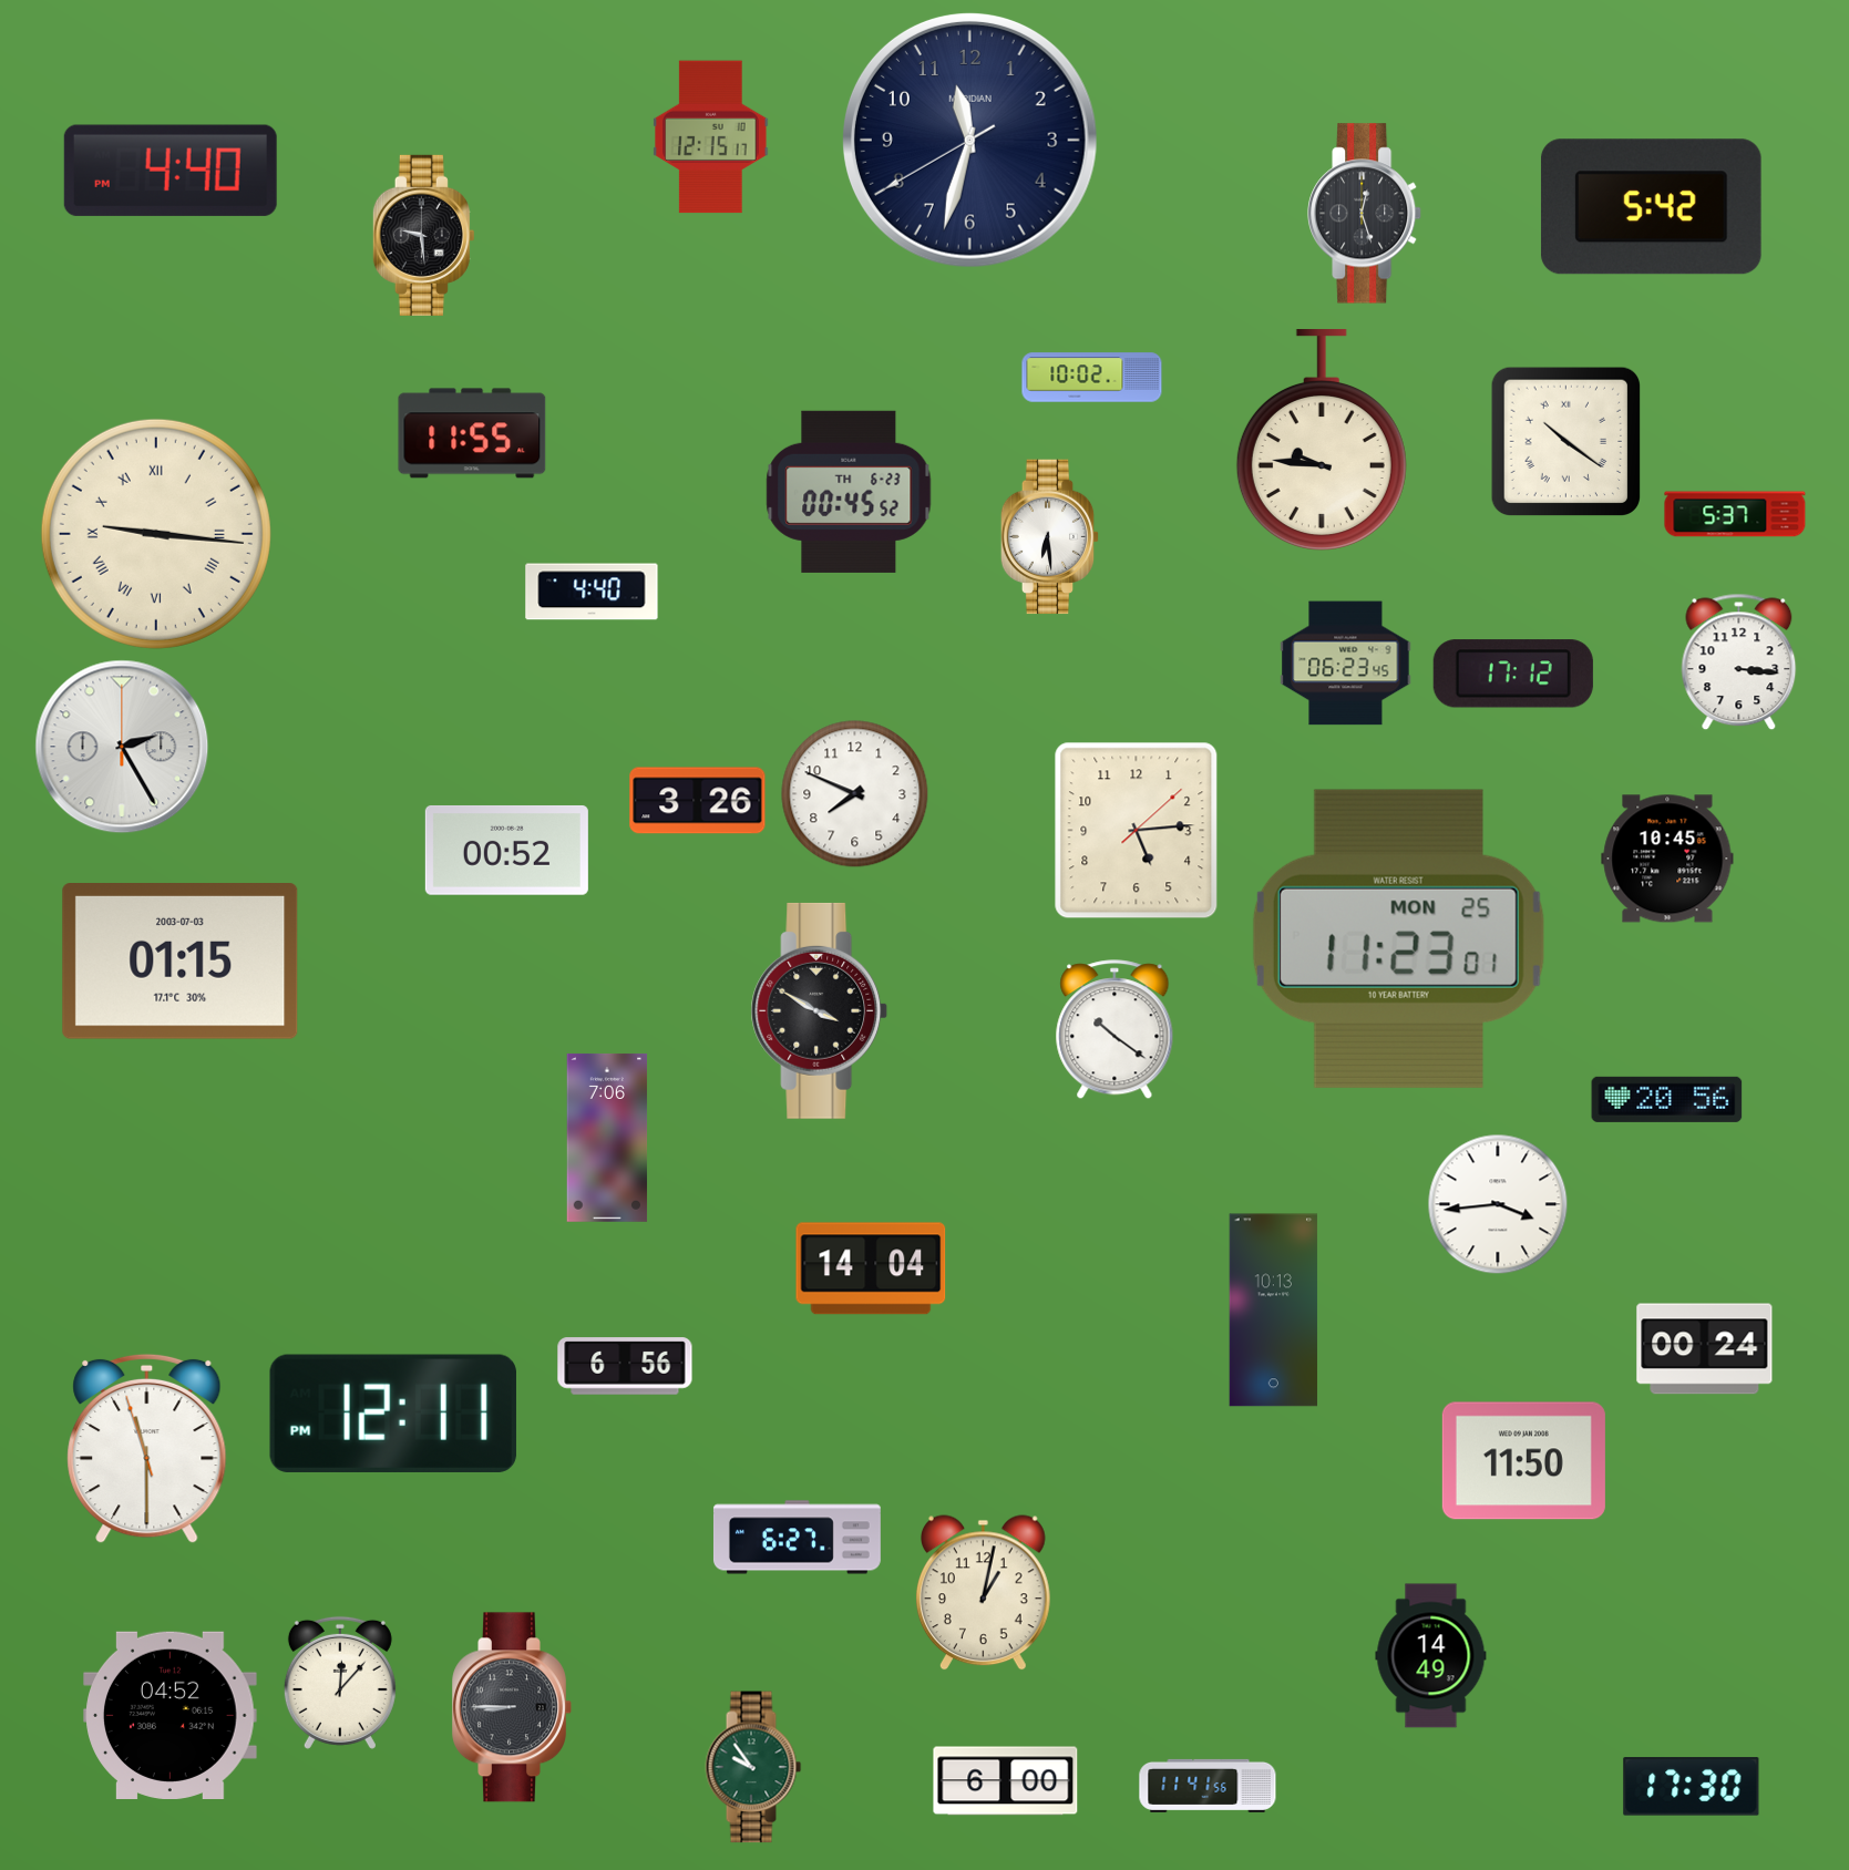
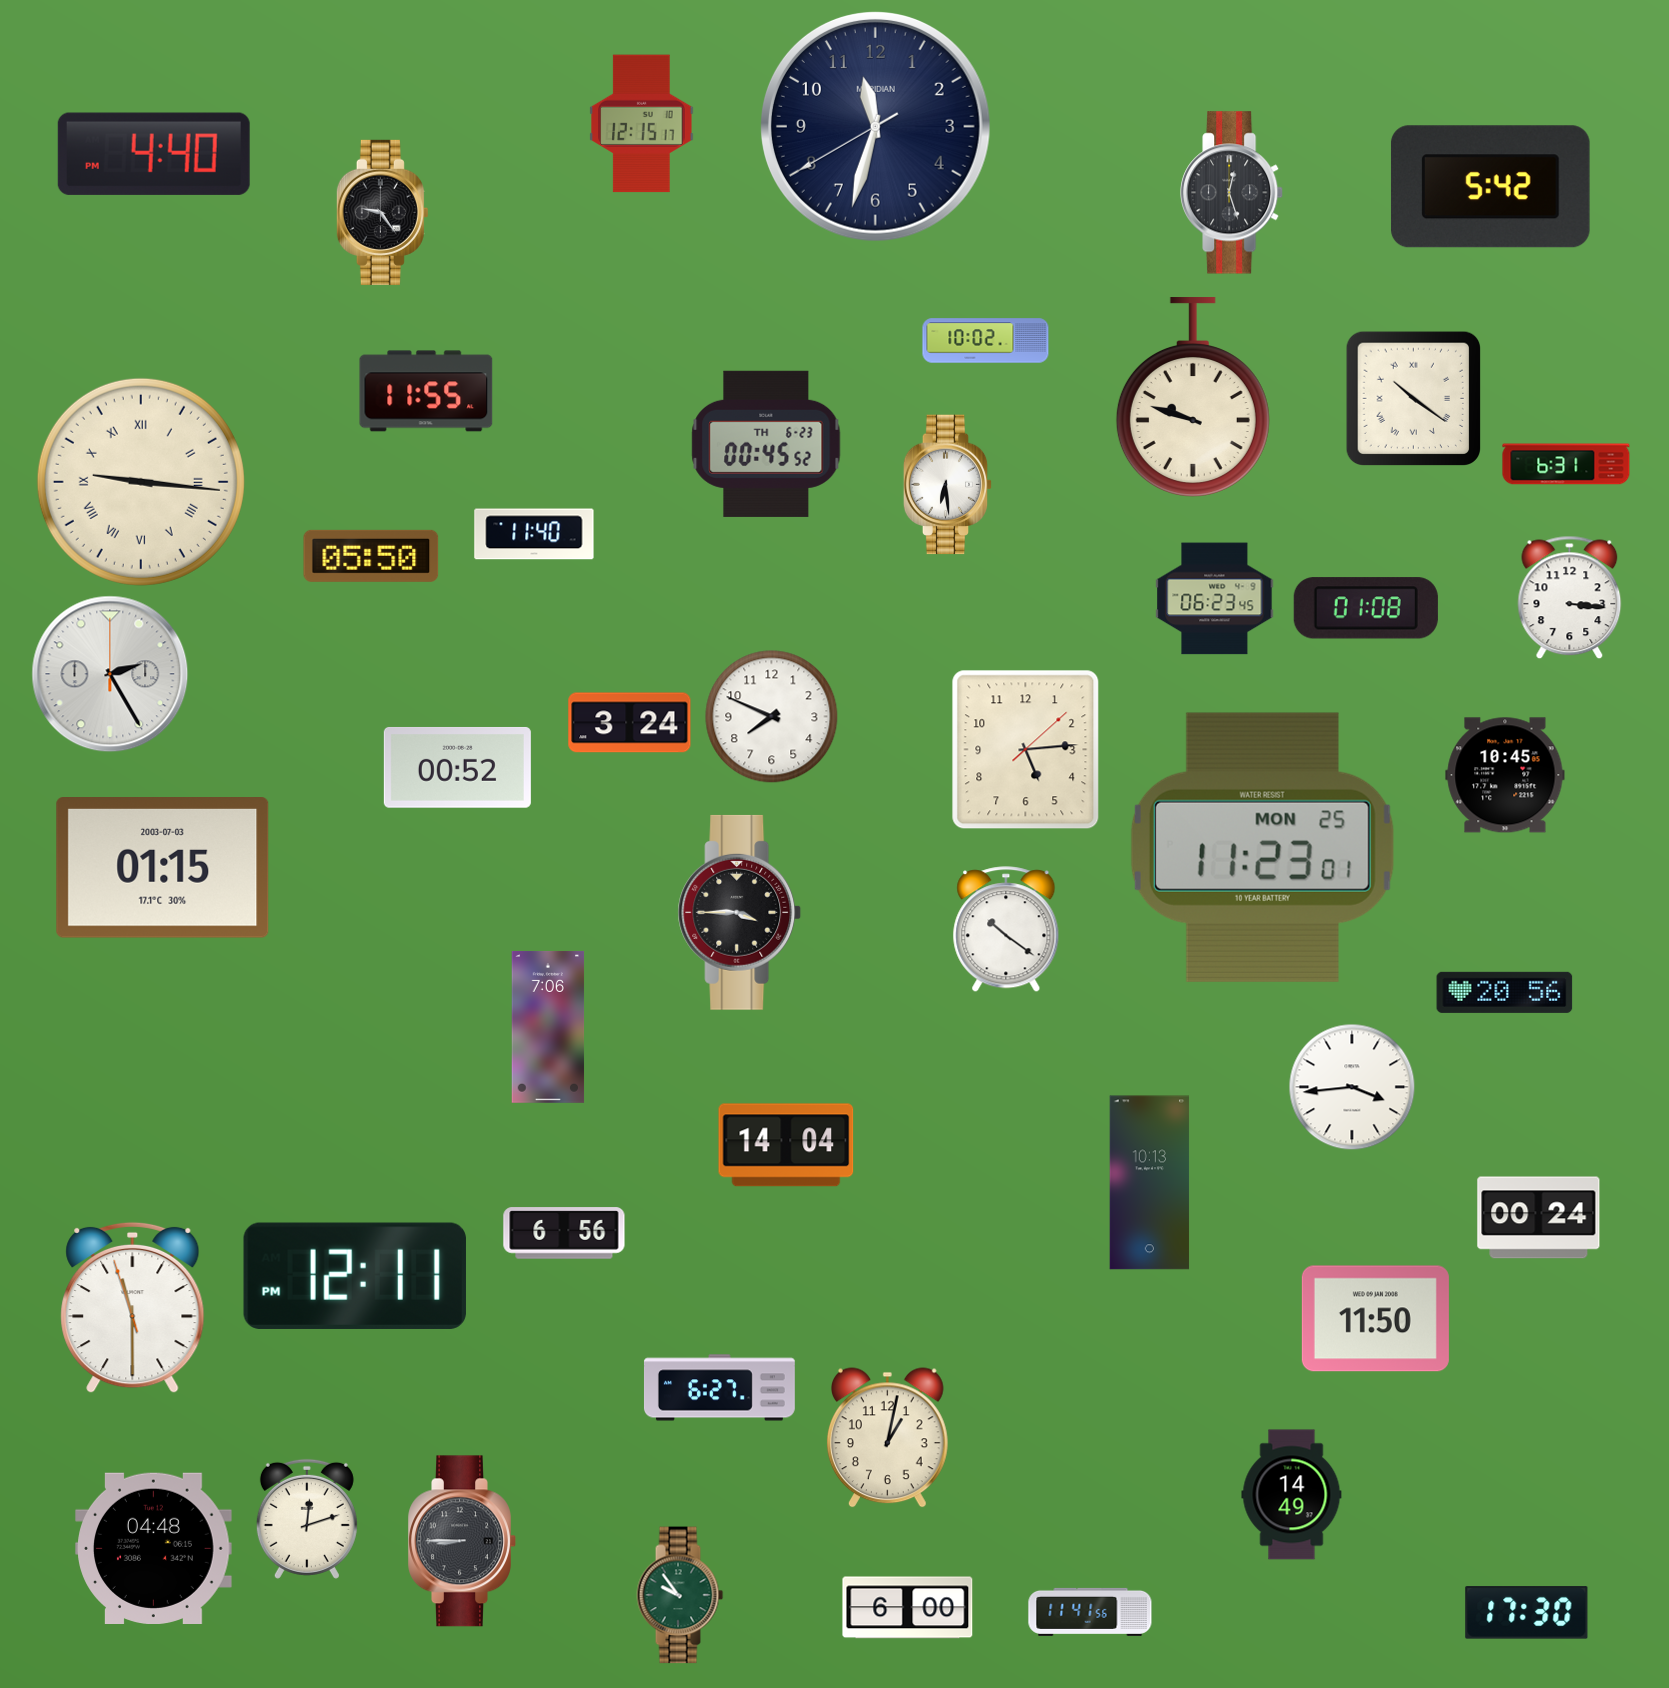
clock at (423, 235): 9:29 -> 9:24
clock at (1322, 440): 9:46 -> 9:48
clock at (1735, 514): 5:37 -> 6:31
clock at (592, 592): 4:40 -> 11:40
clock at (371, 556): none -> 05:50
clock at (1513, 674): 17:12 -> 01:08
clock at (698, 801): 3:26 -> 3:24
clock at (820, 1010): 3:50 -> 3:45
clock at (340, 1683): 12:07 -> 12:12
clock at (171, 1715): 04:52 -> 04:48
